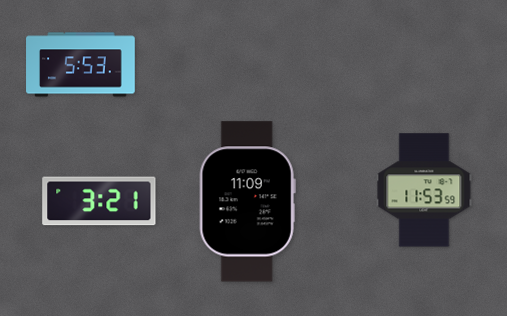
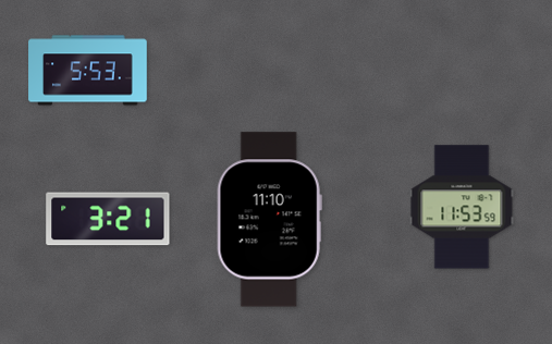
clock at (247, 202): 11:09 -> 11:10
